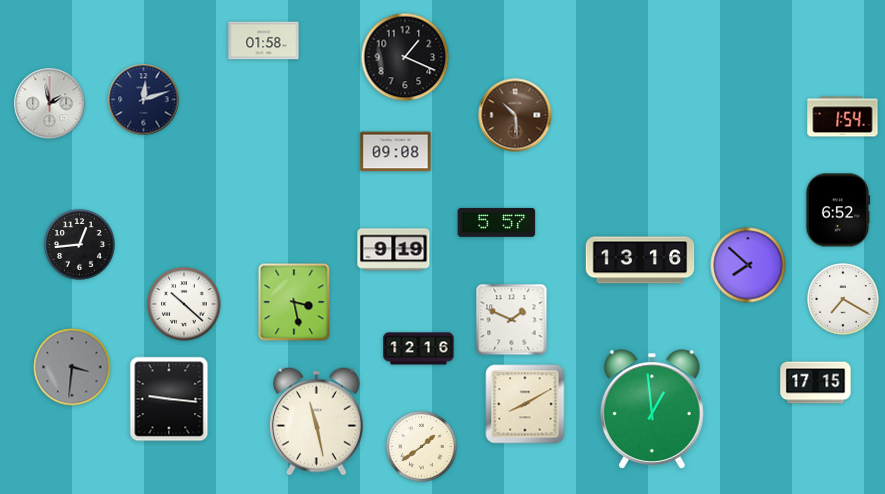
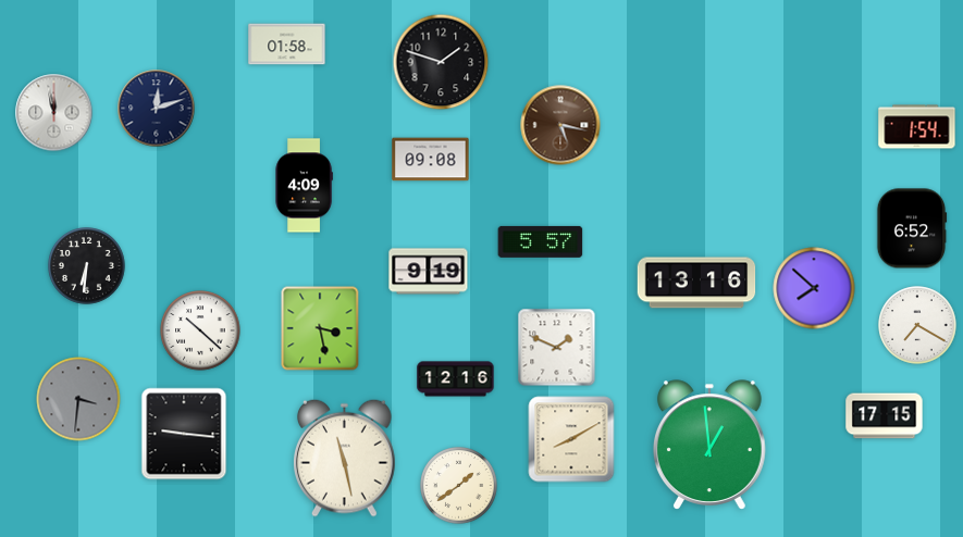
clock at (405, 57): 1:19 -> 1:48
clock at (50, 104): 1:58 -> 11:58
clock at (515, 115): 10:29 -> 5:17
clock at (396, 152) position: (396, 152) -> (431, 160)
clock at (304, 186): none -> 4:09
clock at (80, 245): 12:44 -> 6:31
clock at (816, 383) position: (816, 383) -> (885, 416)
